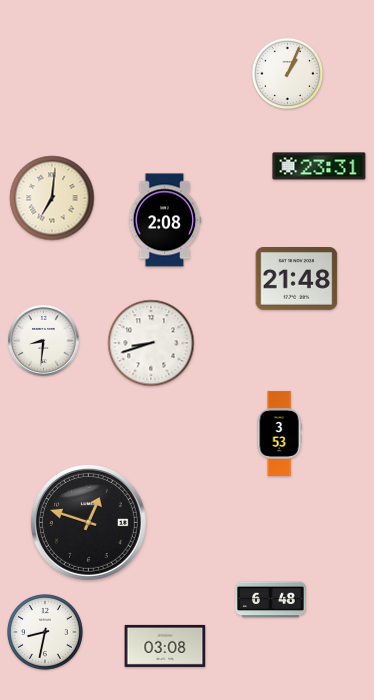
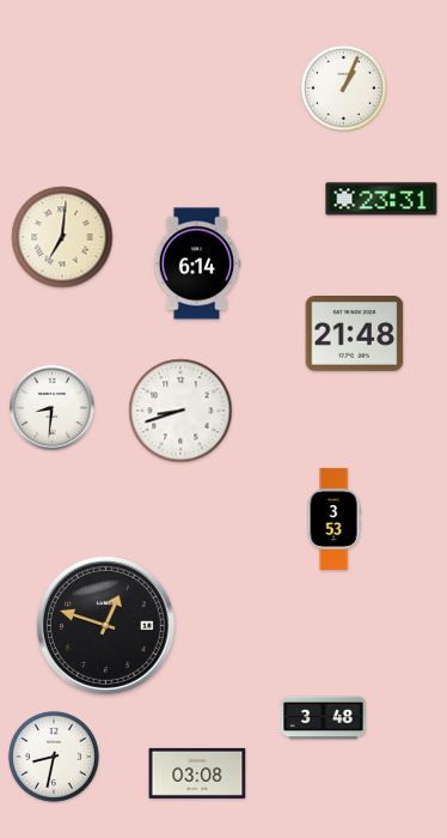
clock at (165, 220): 2:08 -> 6:14
clock at (271, 600): 6:48 -> 3:48
